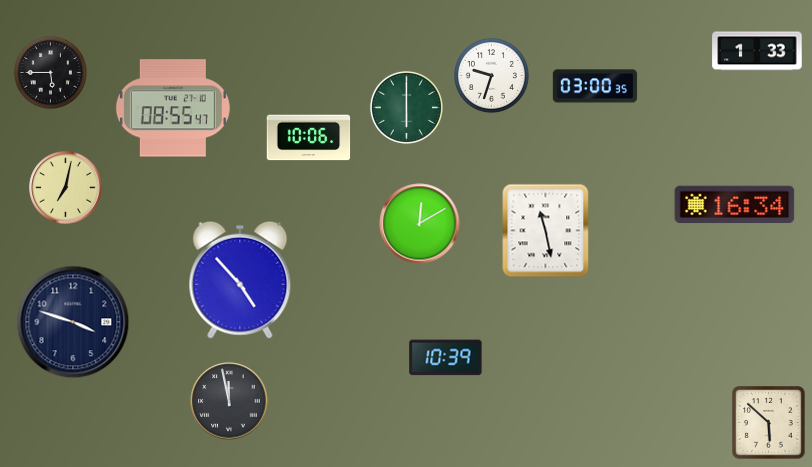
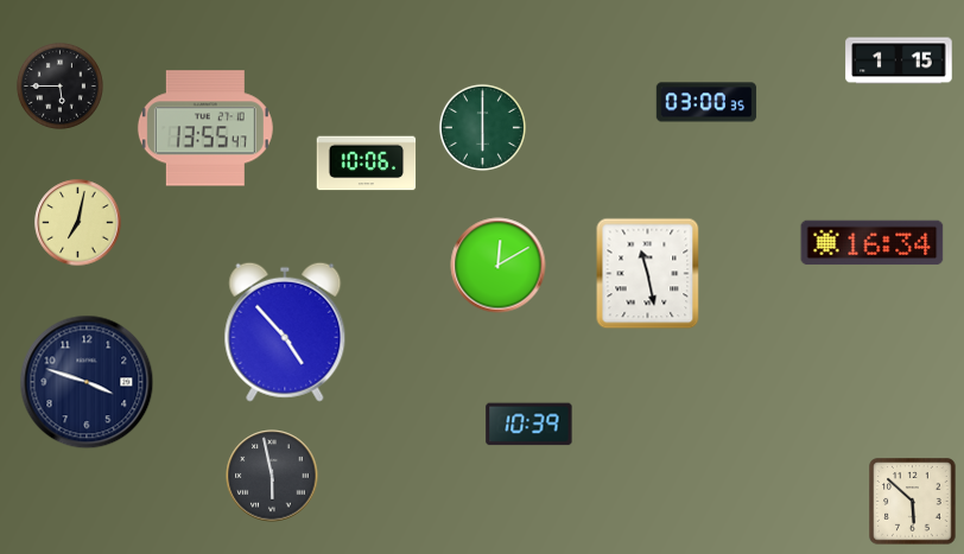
clock at (757, 51): 1:33 -> 1:15
clock at (491, 75): 9:33 -> none
clock at (173, 108): 08:55 -> 13:55
clock at (229, 401): 11:58 -> 5:58
